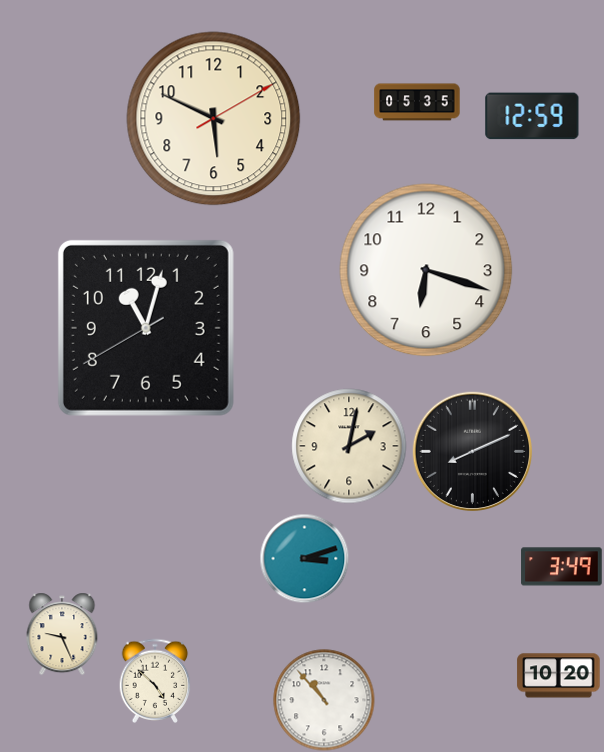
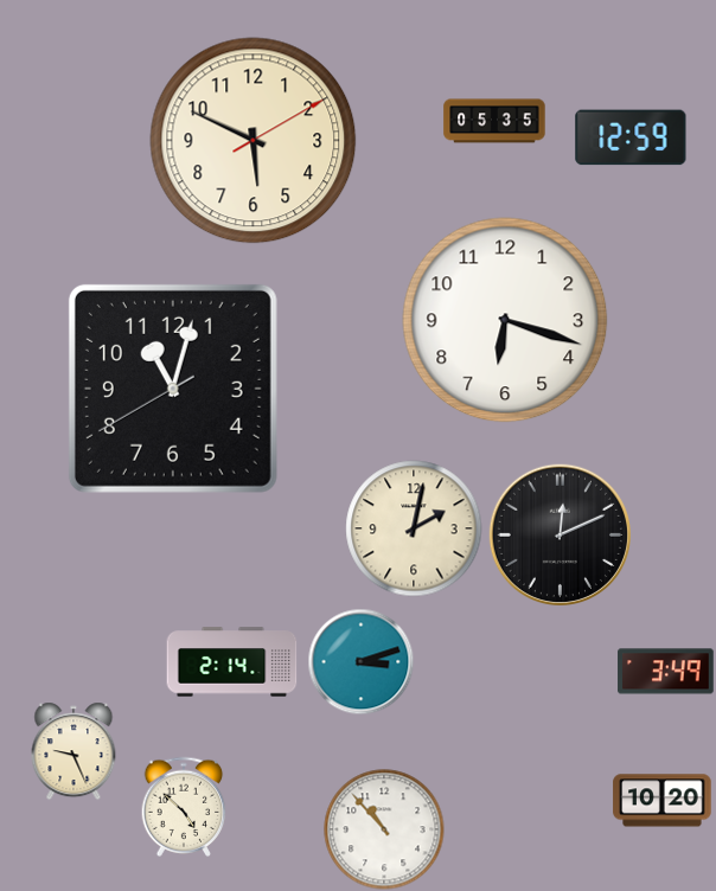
clock at (472, 451): 8:11 -> 12:11
clock at (232, 662): none -> 2:14
